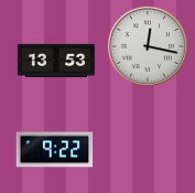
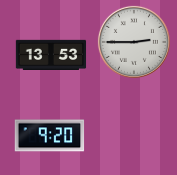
clock at (148, 46): 12:17 -> 2:45
clock at (55, 150): 9:22 -> 9:20
